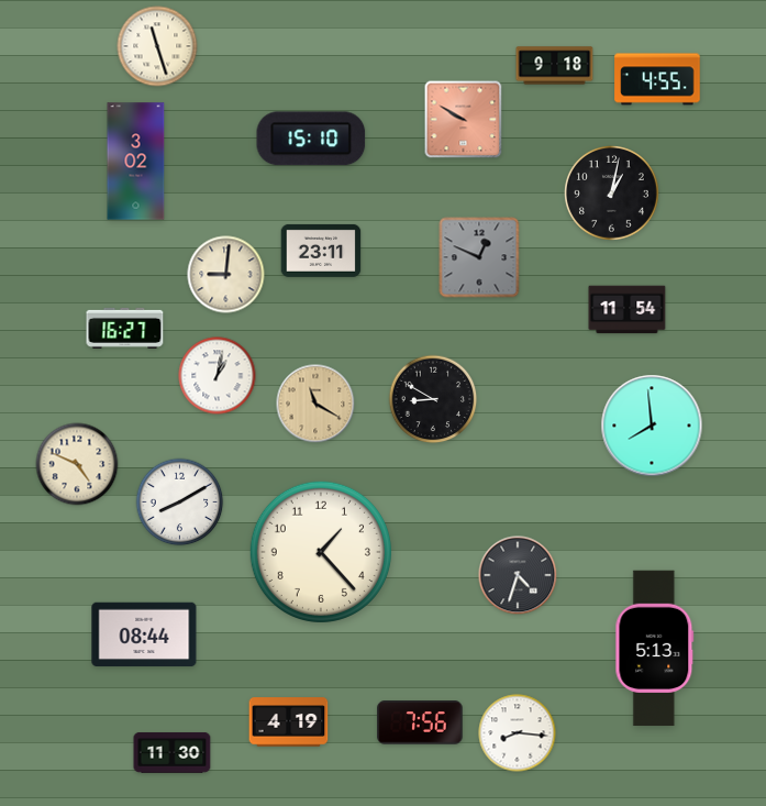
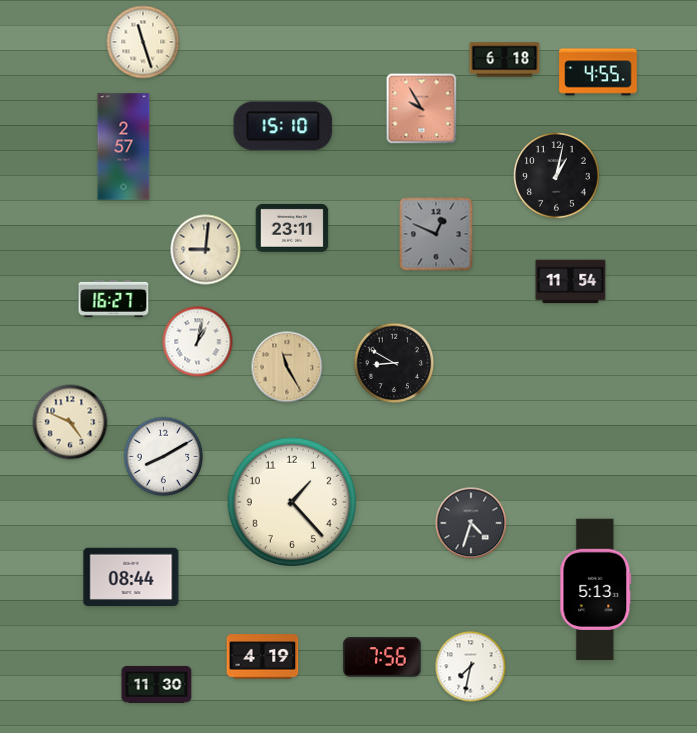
clock at (555, 66): 9:18 -> 6:18
clock at (464, 120): 9:50 -> 9:55
clock at (136, 162): 3:02 -> 2:57
clock at (315, 404): 11:20 -> 11:25
clock at (652, 426): 7:59 -> none
clock at (518, 733): 8:16 -> 7:32
